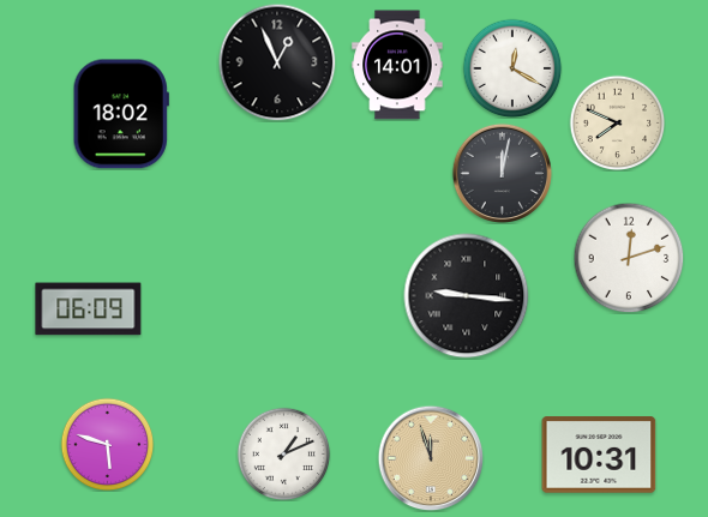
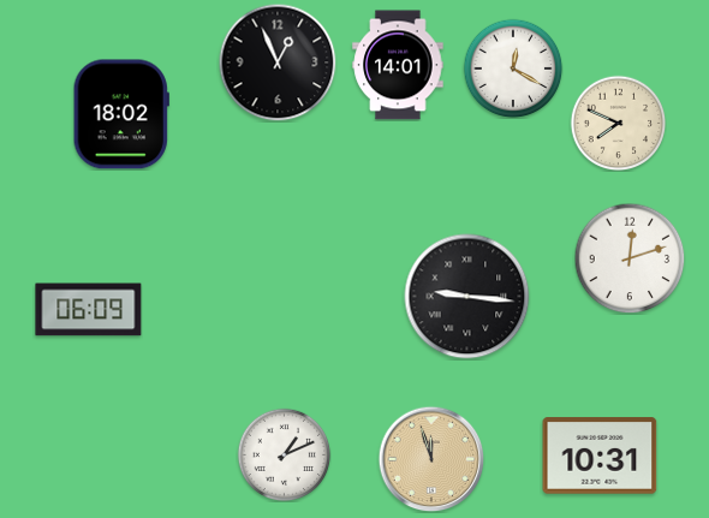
clock at (502, 173): 12:02 -> none
clock at (107, 444): 5:48 -> none
